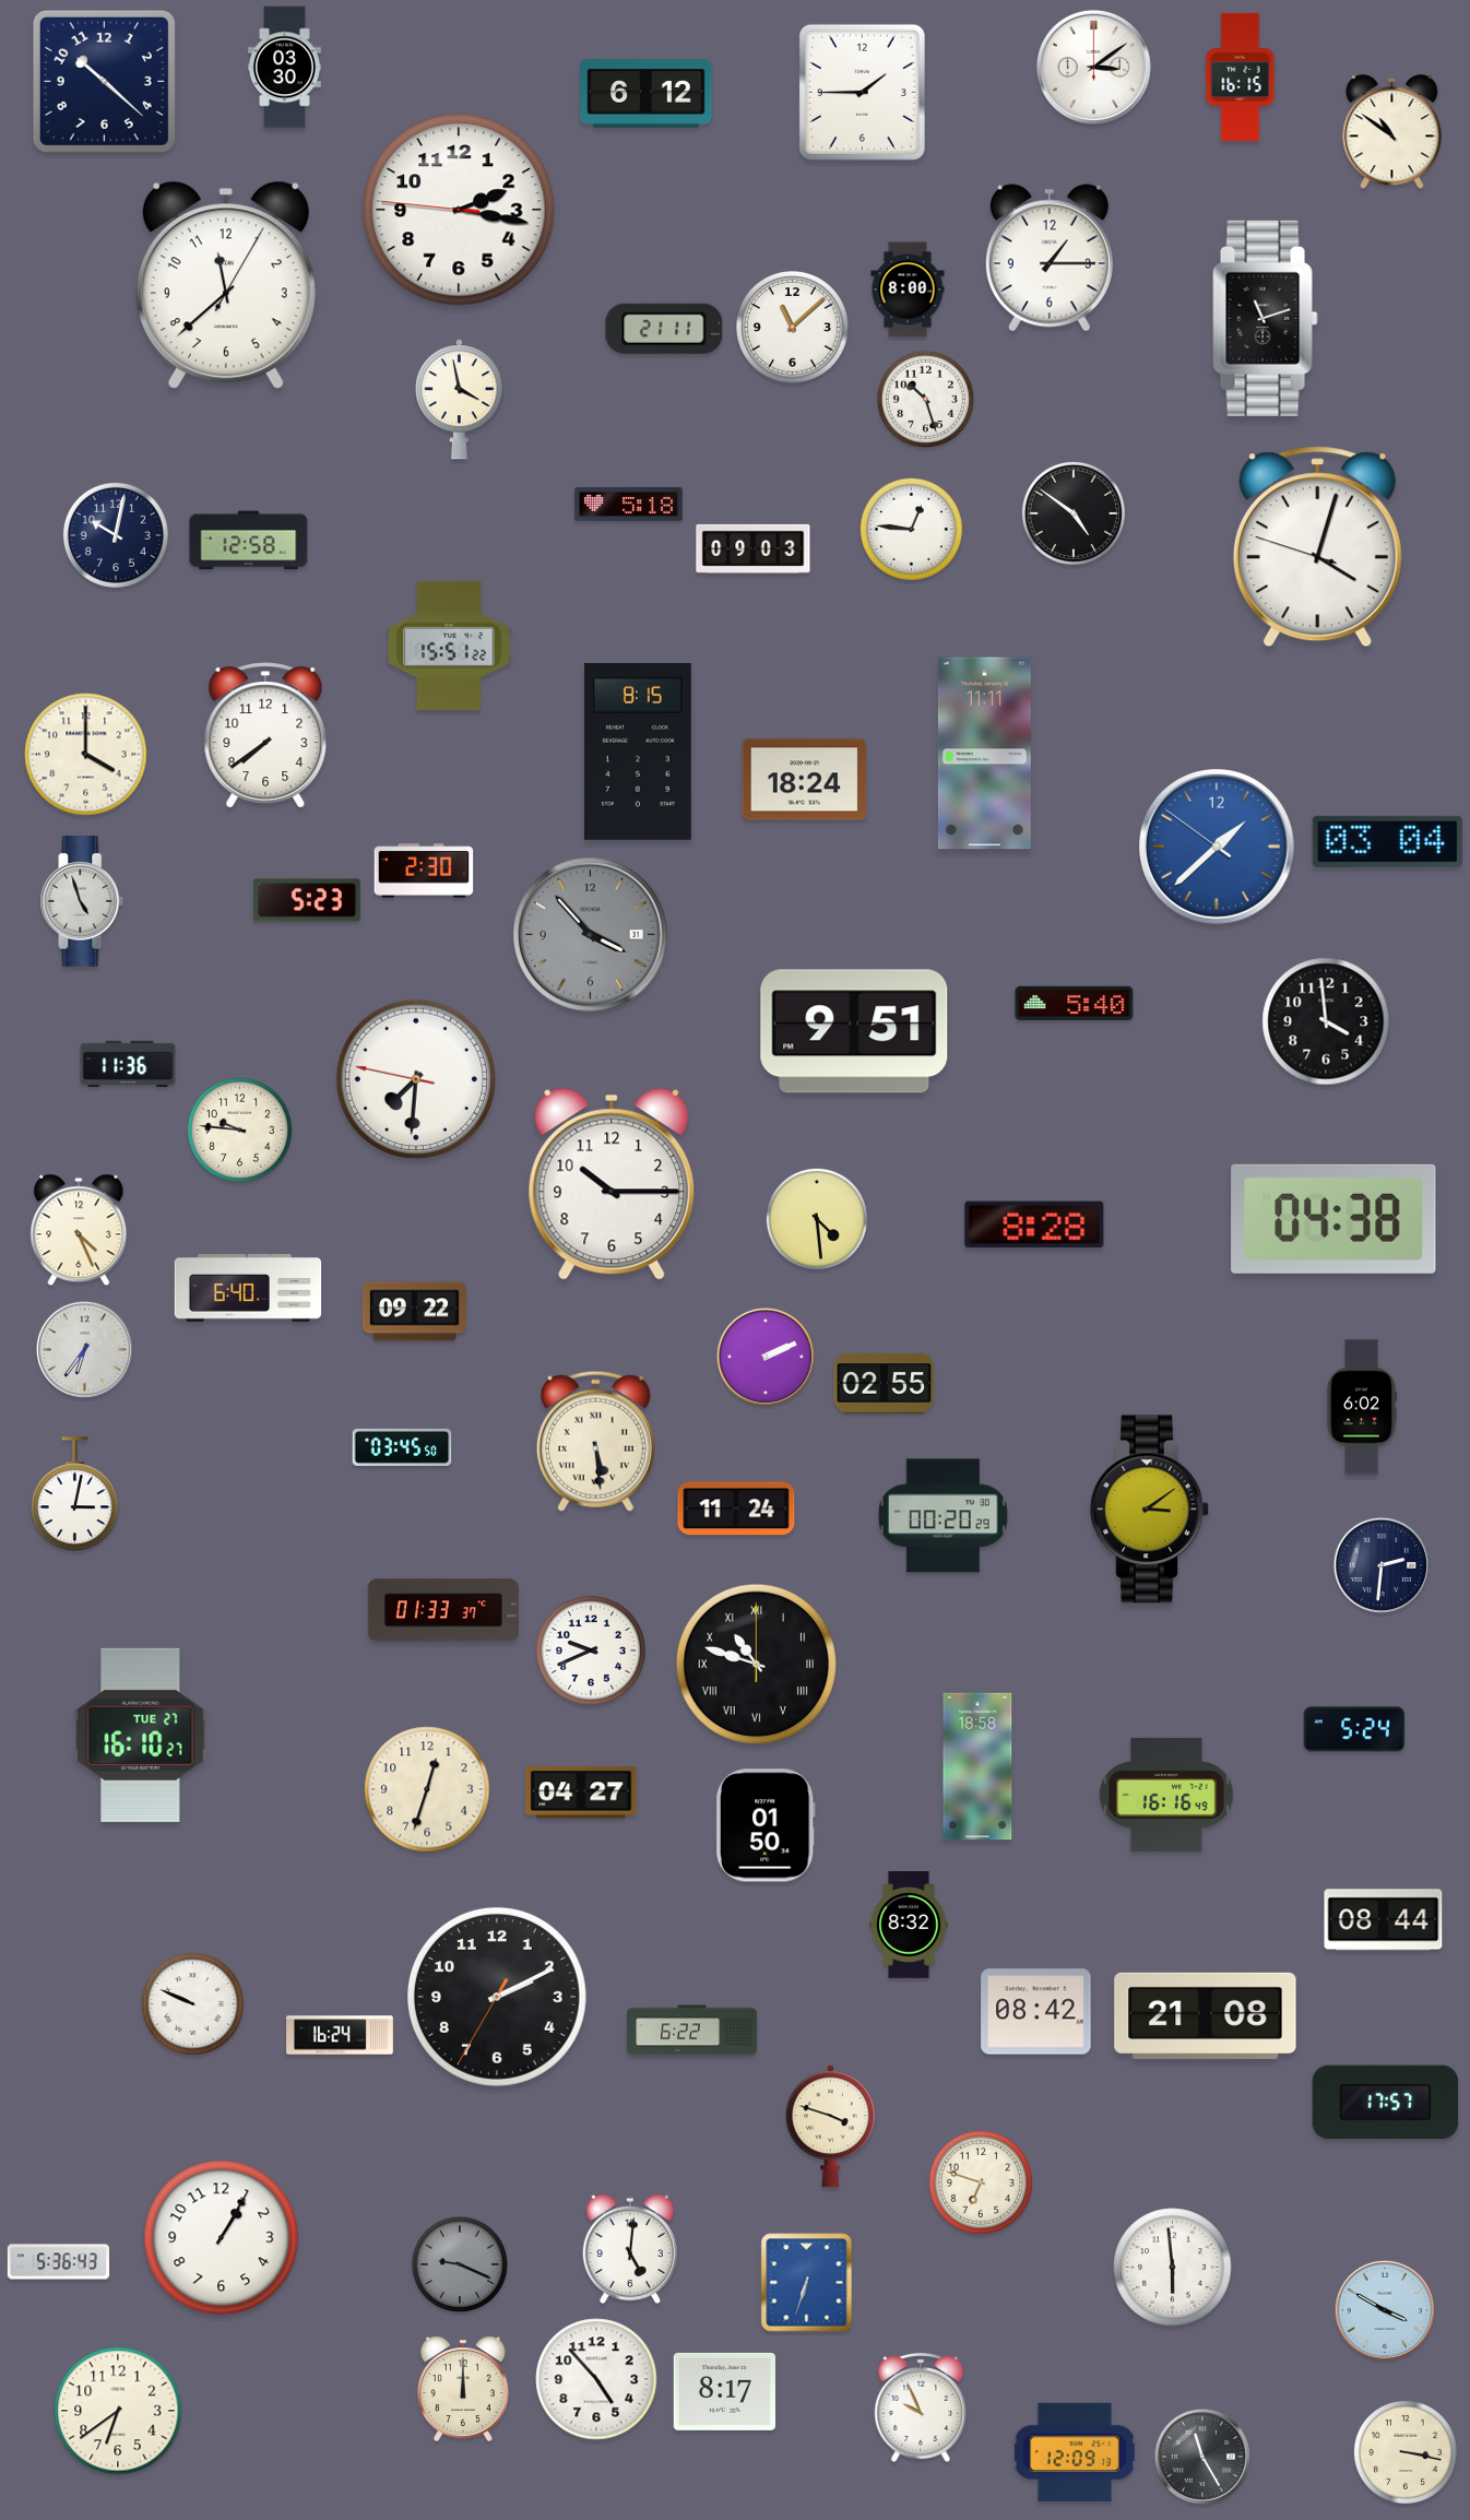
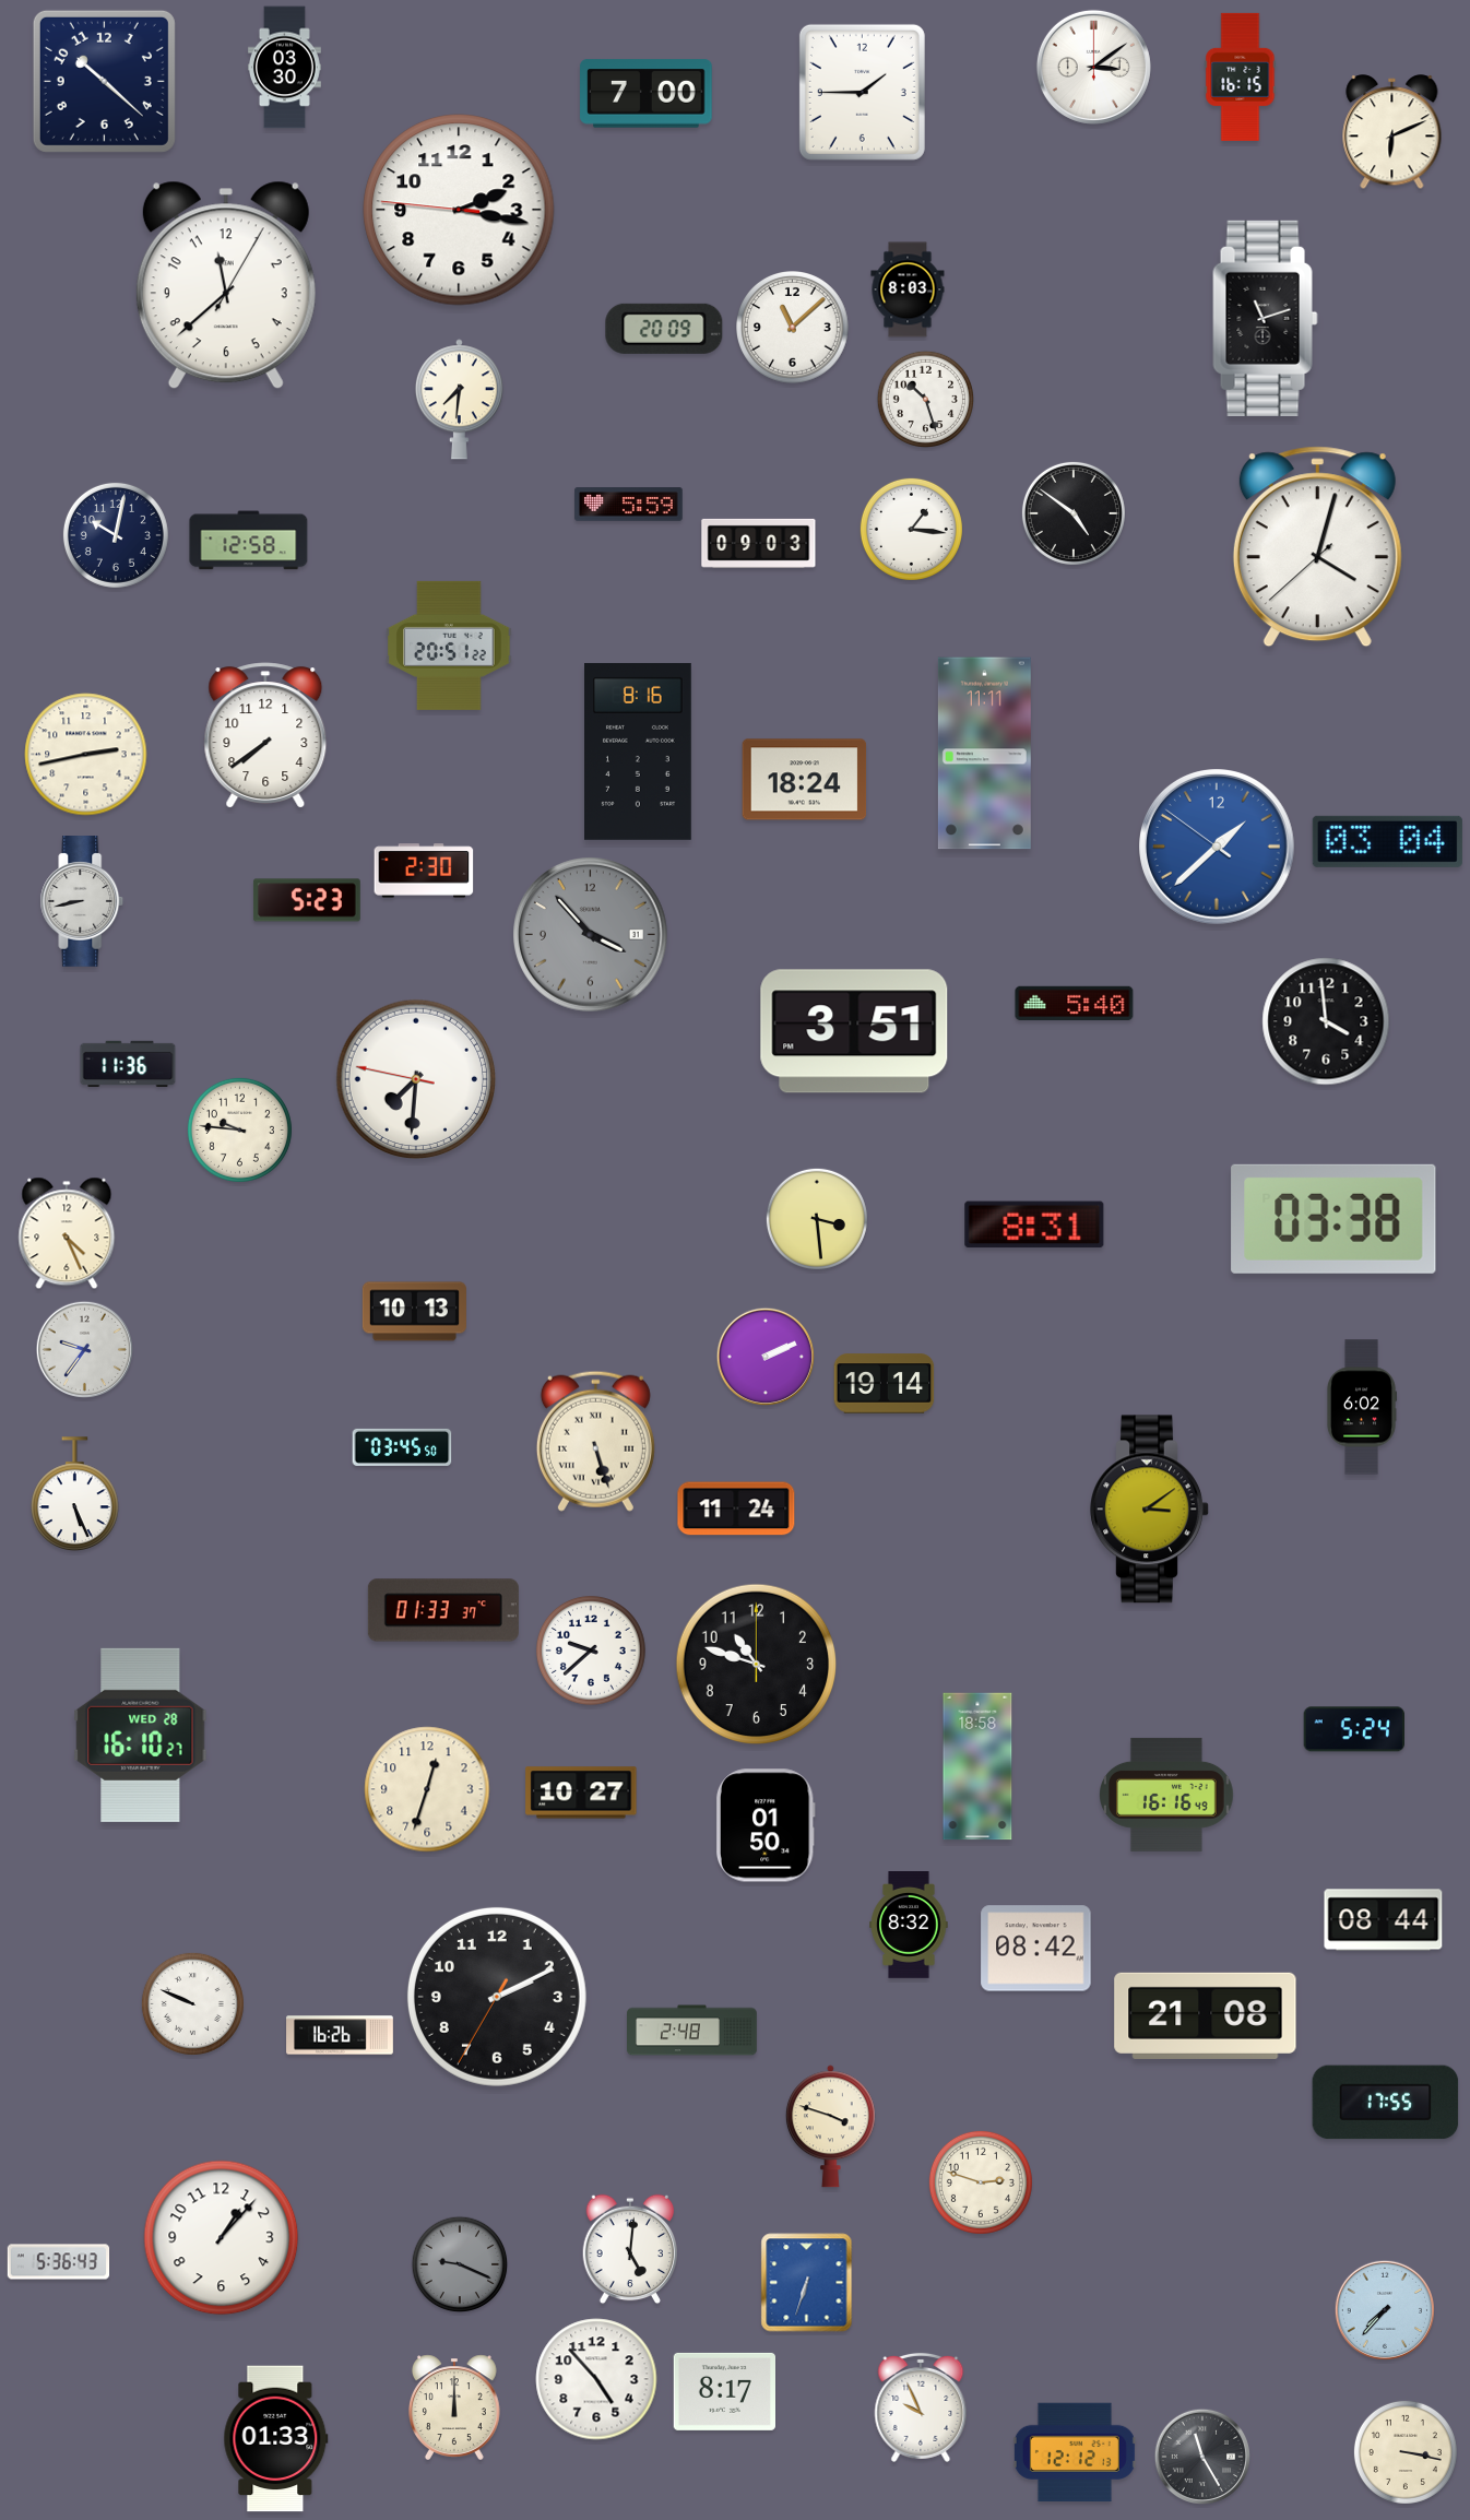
clock at (647, 94): 6:12 -> 7:00
clock at (1392, 132): 10:51 -> 6:11
clock at (1050, 258): 1:15 -> none
clock at (908, 289): 8:00 -> 8:03
clock at (664, 329): 21:11 -> 20:09
clock at (459, 400): 3:58 -> 7:31
clock at (629, 505): 5:18 -> 5:59
clock at (911, 529): 12:46 -> 1:16
clock at (1317, 547): 4:02:48 -> 4:02:38
clock at (754, 548) position: (754, 548) -> (759, 543)
clock at (449, 646): 15:51 -> 20:51
clock at (639, 752): 8:15 -> 8:16
clock at (86, 755): 4:00 -> 2:43
clock at (82, 902): 4:57 -> 8:43
clock at (854, 1031): 9:51 -> 3:51
clock at (612, 1184): 10:15 -> none
clock at (817, 1219): 4:29 -> 3:29
clock at (1333, 1219): 04:38 -> 03:38
clock at (1034, 1224): 8:28 -> 8:31
clock at (79, 1230) position: (79, 1230) -> (67, 1233)
clock at (248, 1288): 6:40 -> none
clock at (414, 1312): 09:22 -> 10:13
clock at (84, 1349): 6:36 -> 9:36
clock at (885, 1384): 02:55 -> 19:14
clock at (595, 1441): 5:29 -> 5:27
clock at (75, 1493): 3:02 -> 5:26
clock at (943, 1516): 00:20 -> none
clock at (1380, 1564): 2:31 -> none
clock at (591, 1651): 9:41 -> 9:38
clock at (757, 1665) numerals: Roman -> Arabic
clock at (141, 1735) date: TUE 27 -> WED 28
clock at (581, 1793): 04:27 -> 10:27
clock at (1036, 2012) position: (1036, 2012) -> (1036, 1949)
clock at (692, 2031): 6:22 -> 2:48
clock at (340, 2035): 16:24 -> 16:26
clock at (1386, 2103): 17:57 -> 17:55
clock at (981, 2182): 6:48 -> 2:48
clock at (222, 2238): 1:05 -> 1:07
clock at (1173, 2268): 5:59 -> none
clock at (1385, 2310): 3:50 -> 7:37
clock at (463, 2389) position: (463, 2389) -> (454, 2407)
clock at (118, 2411): 6:39 -> none
clock at (276, 2439): none -> 01:33
clock at (1075, 2452): 12:09 -> 12:12
